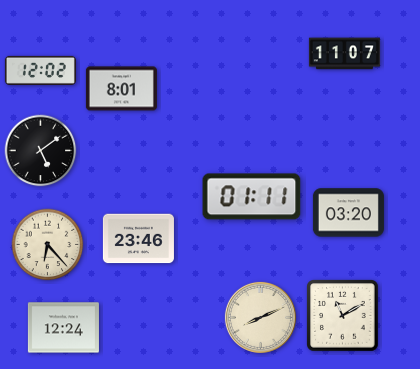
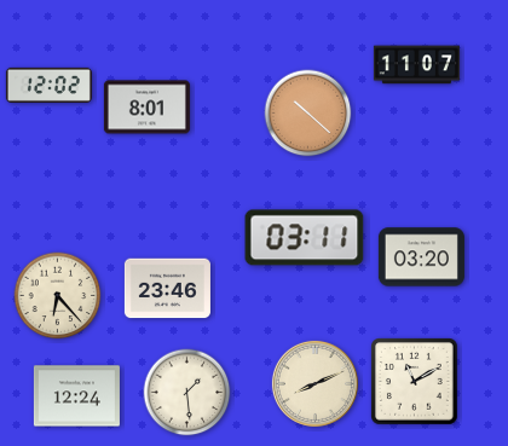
clock at (308, 114): none -> 10:22
clock at (41, 151): 5:09 -> none
clock at (252, 197): 01:11 -> 03:11
clock at (187, 393): none -> 1:29
